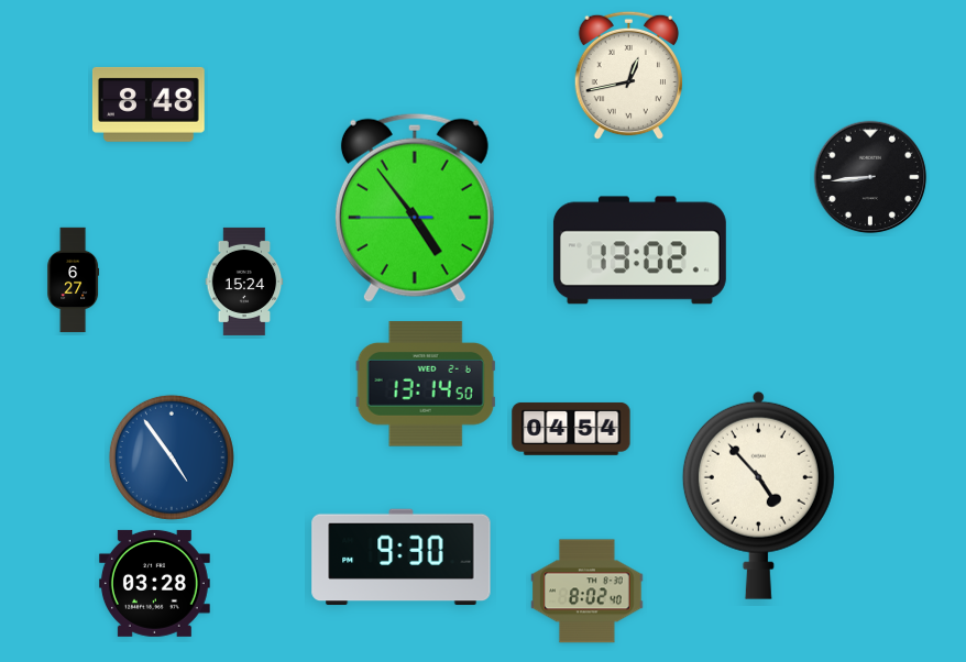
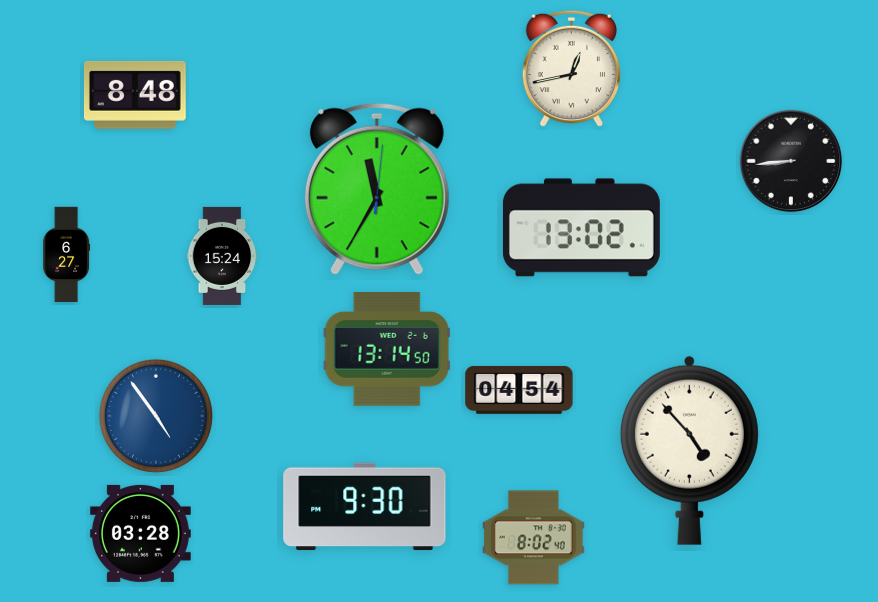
clock at (415, 208): 4:53 -> 11:35
clock at (154, 583) position: (154, 583) -> (140, 533)
